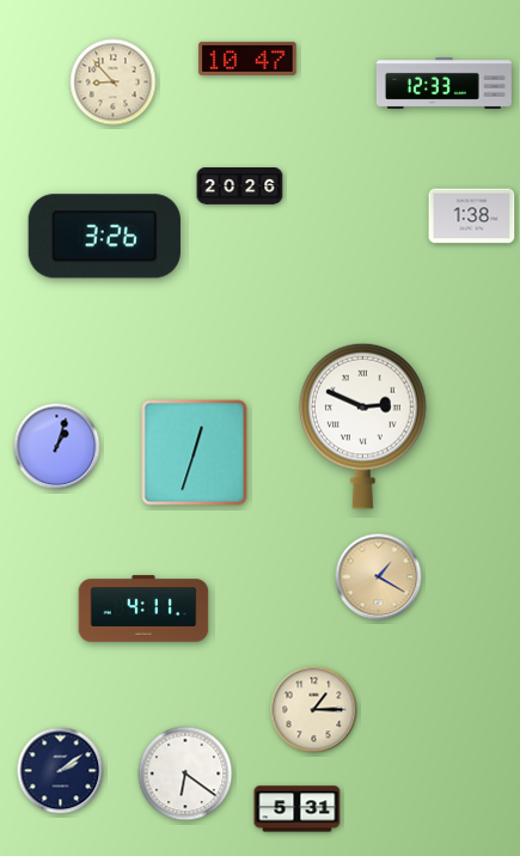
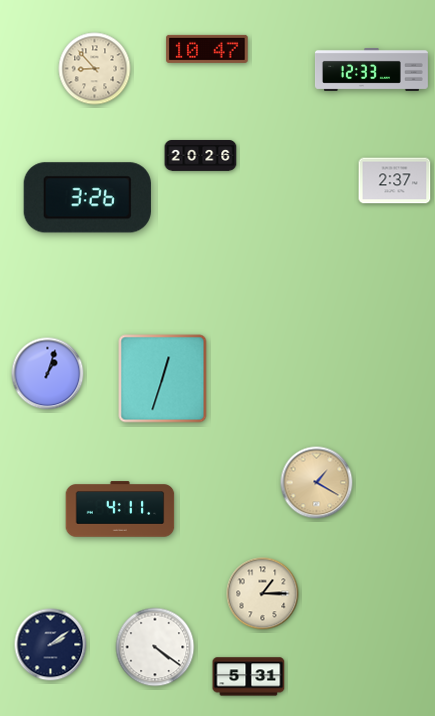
clock at (472, 216): 1:38 -> 2:37
clock at (363, 426): 2:49 -> none
clock at (185, 774): 6:21 -> 4:21
